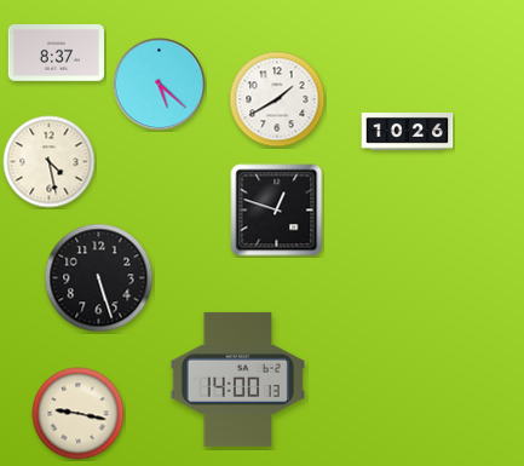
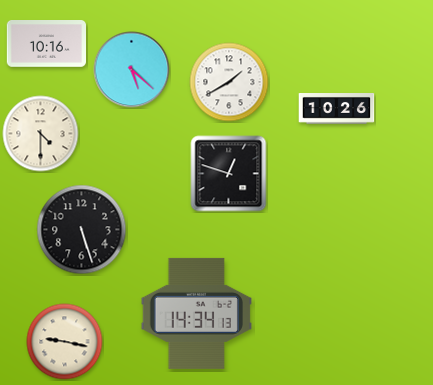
clock at (56, 53): 8:37 -> 10:16
clock at (50, 162): 4:28 -> 4:30
clock at (237, 379): 14:00 -> 14:34
